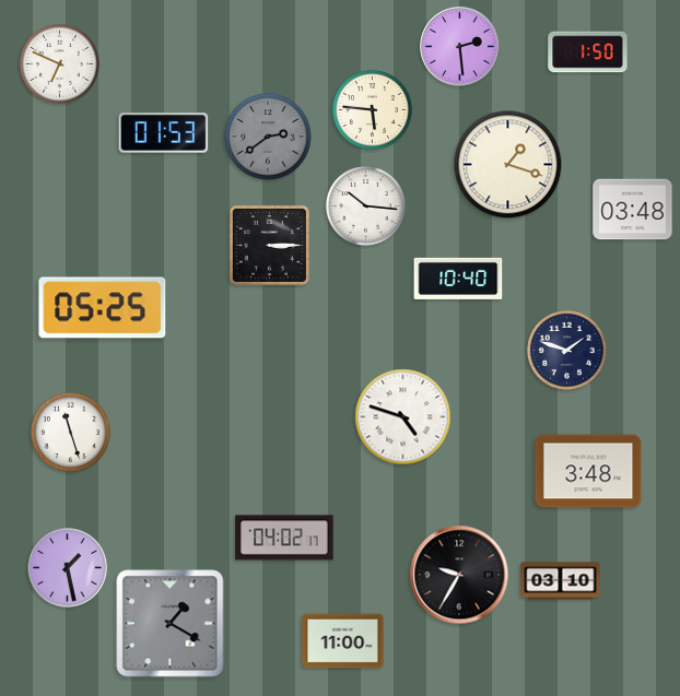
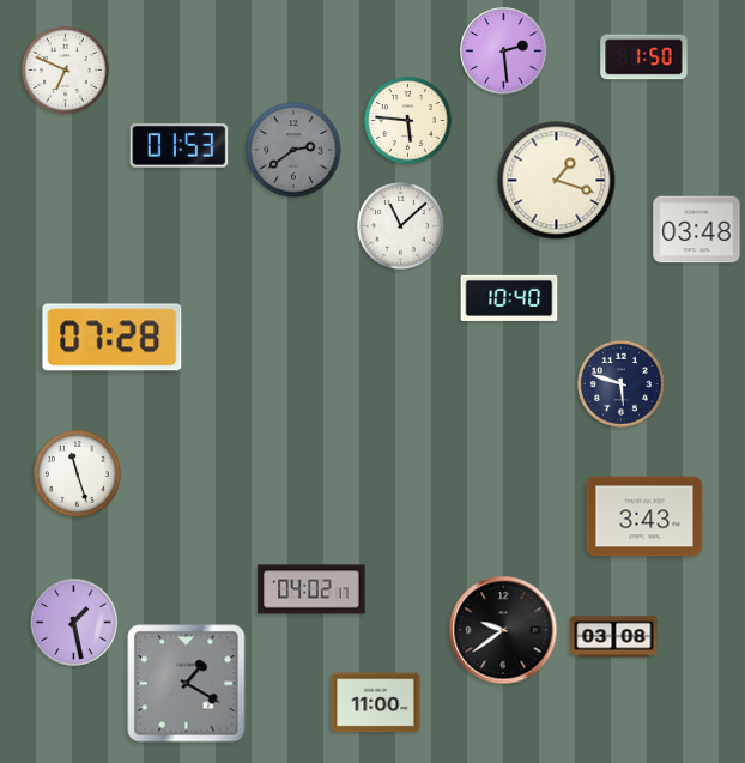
clock at (365, 205): 10:16 -> 11:08
clock at (633, 210) position: (633, 210) -> (697, 230)
clock at (269, 245): 3:15 -> none
clock at (458, 279) position: (458, 279) -> (509, 298)
clock at (103, 308): 05:25 -> 07:28
clock at (566, 350): 1:48 -> 5:48
clock at (403, 417): 4:48 -> none
clock at (588, 471): 3:48 -> 3:43
clock at (459, 575): 9:35 -> 9:39
clock at (561, 581): 03:10 -> 03:08
